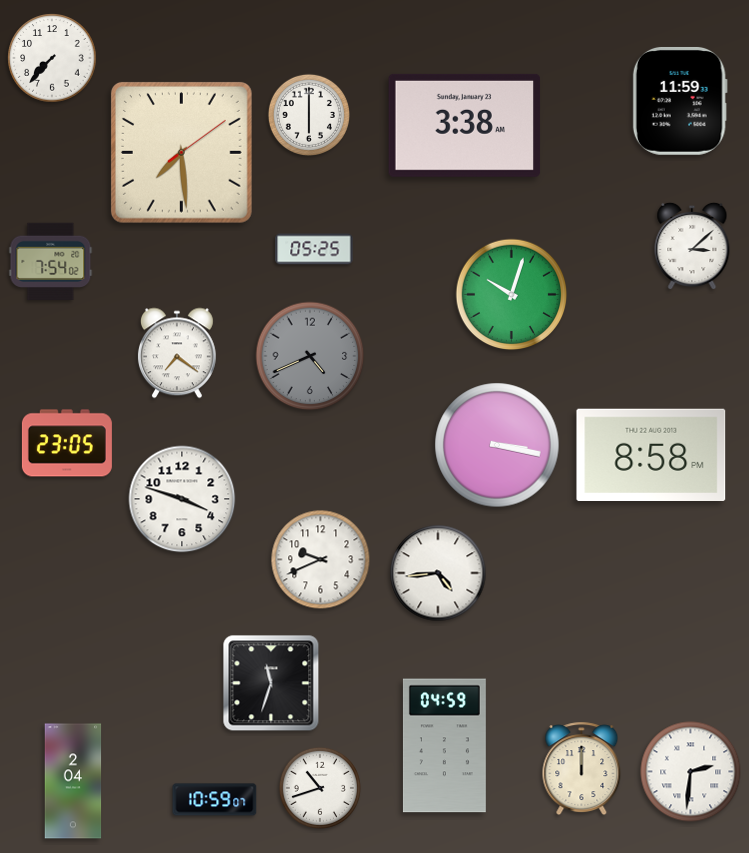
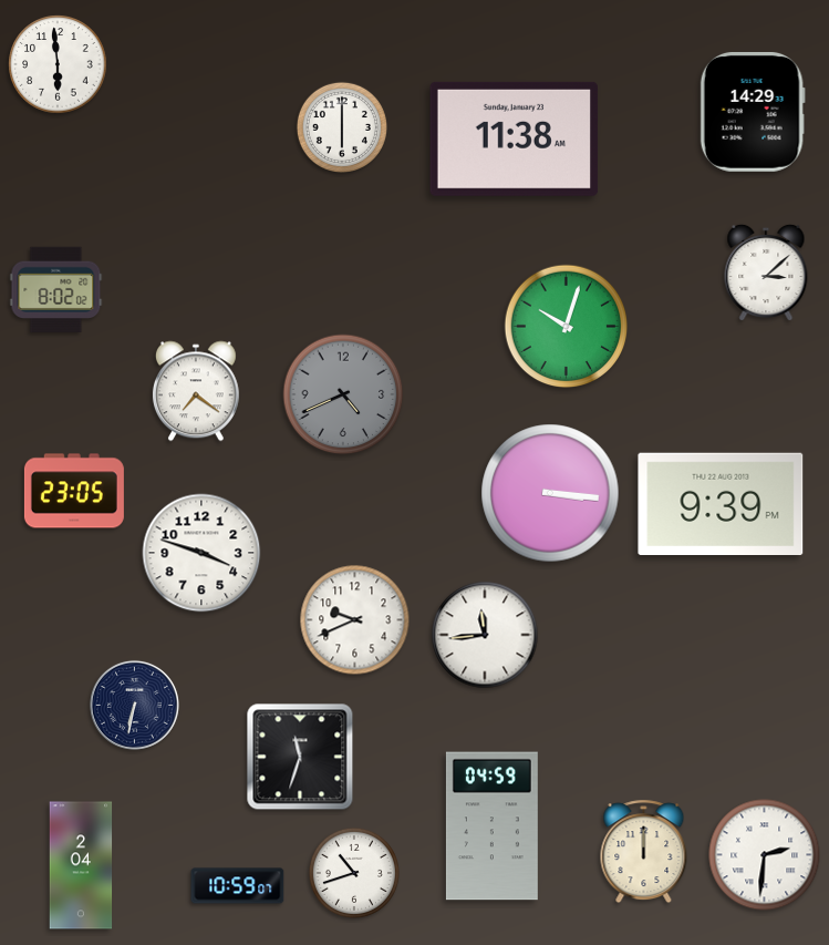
clock at (52, 58): 7:37 -> 5:59
clock at (680, 101): 11:59 -> 14:29
clock at (465, 125): 3:38 -> 11:38
clock at (181, 152): 7:29 -> none
clock at (314, 249): 05:25 -> none
clock at (51, 262): 7:54 -> 8:02
clock at (497, 445): 3:17 -> 3:16
clock at (651, 454): 8:58 -> 9:39
clock at (438, 573): 4:44 -> 11:44
clock at (134, 705): none -> 6:32
